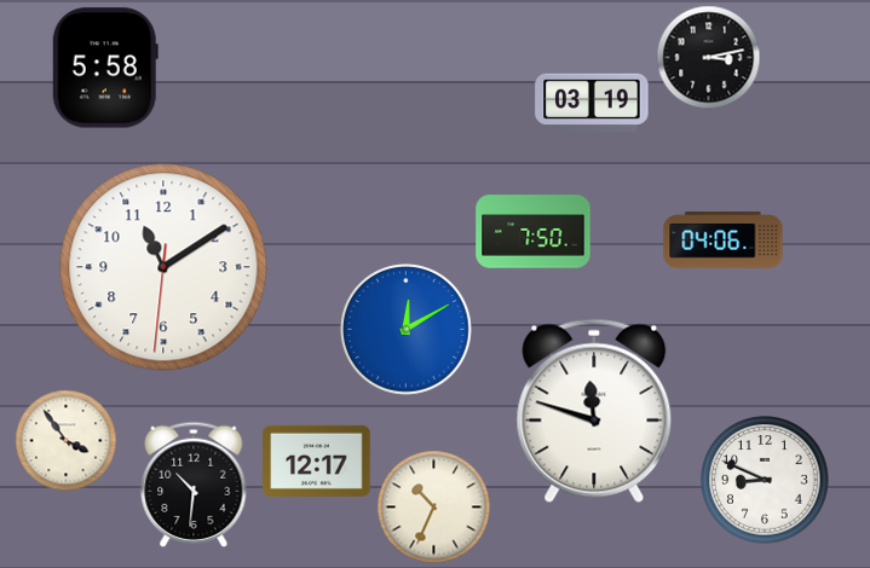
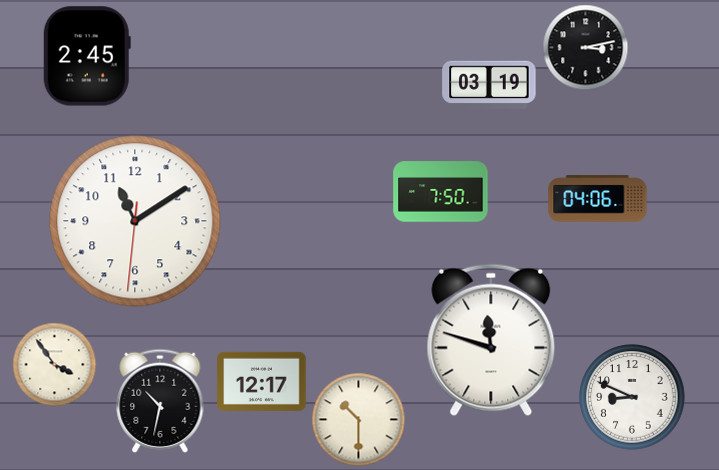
clock at (105, 68): 5:58 -> 2:45
clock at (407, 330): 12:10 -> none
clock at (194, 485): 10:31 -> 10:32
clock at (433, 506): 10:34 -> 10:30
